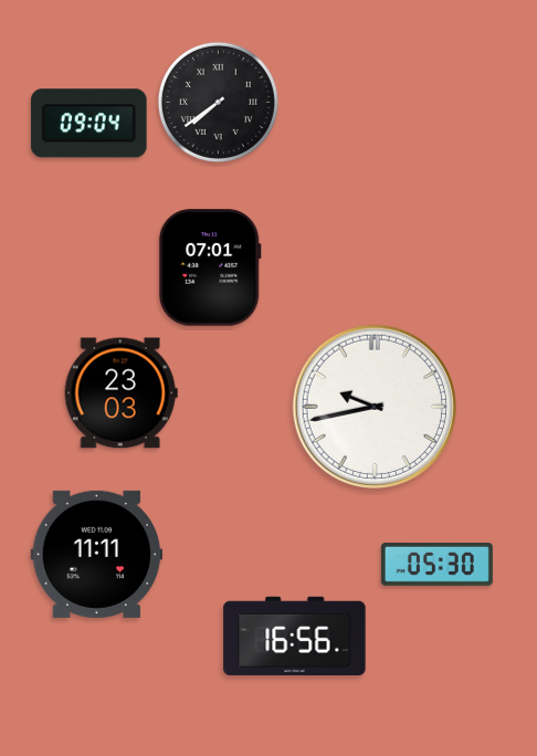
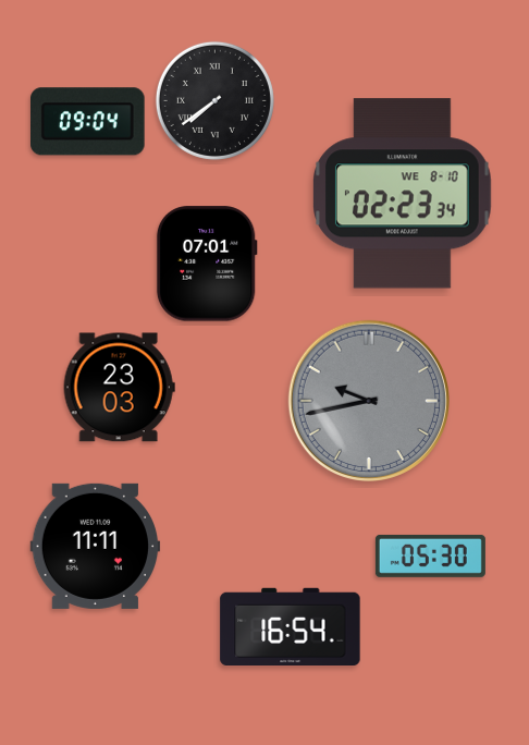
clock at (403, 194): none -> 02:23
clock at (375, 407) dial: white -> grey
clock at (295, 636): 16:56 -> 16:54
